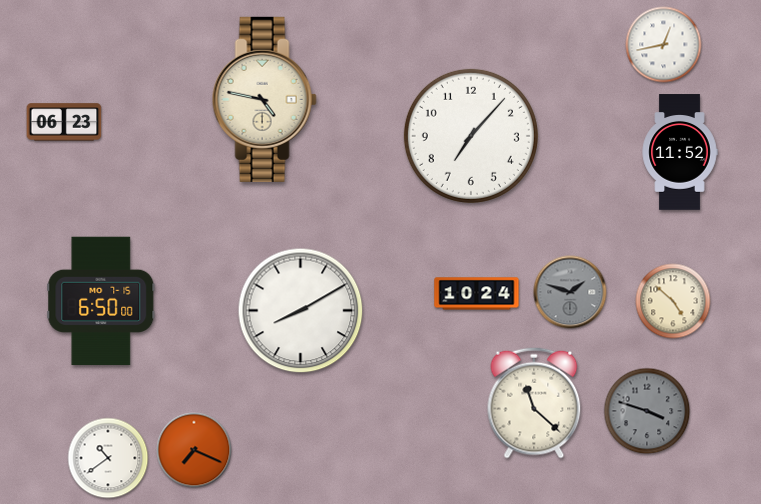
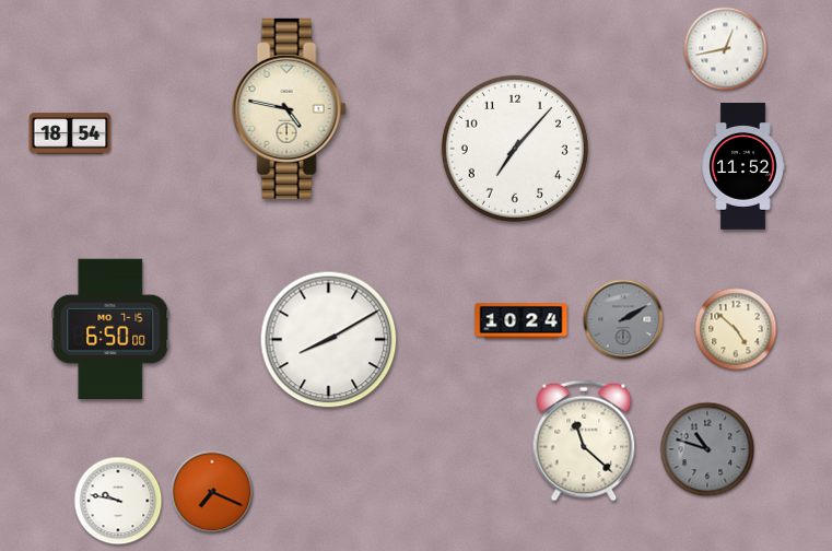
clock at (64, 122): 06:23 -> 18:54
clock at (570, 292): 1:48 -> 2:10
clock at (647, 411): 3:48 -> 10:48
clock at (108, 458): 10:39 -> 9:47
